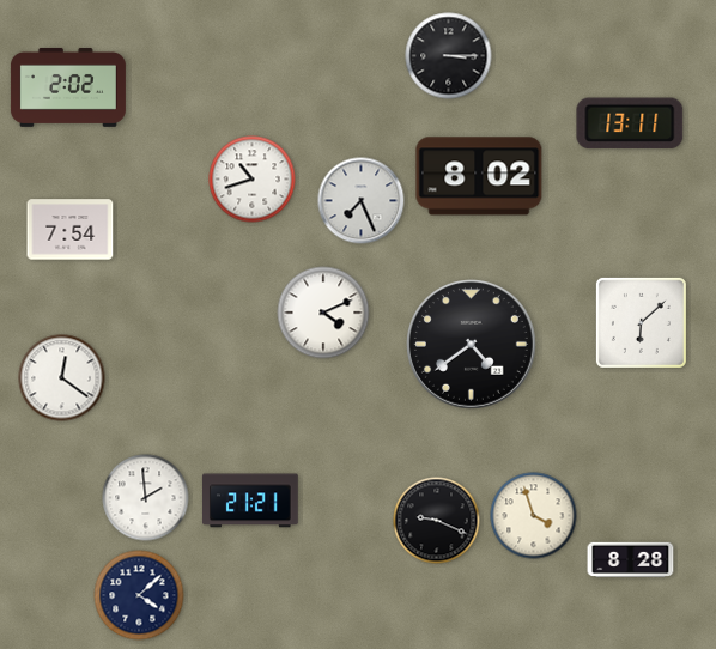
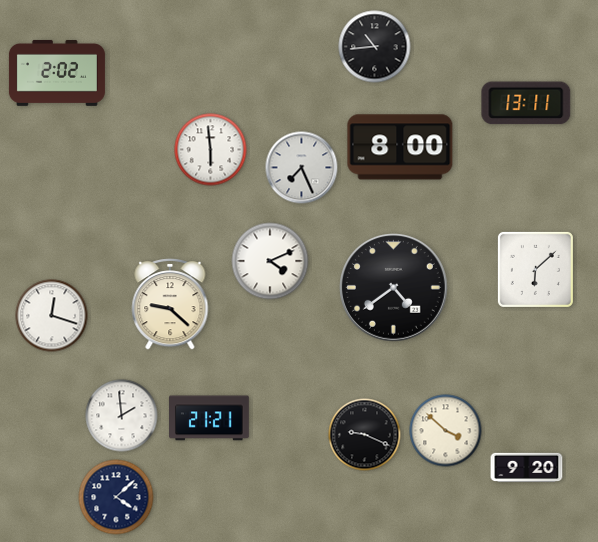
clock at (449, 56): 3:15 -> 10:44
clock at (479, 176): 8:02 -> 8:00
clock at (253, 180): 10:42 -> 5:59
clock at (71, 230): 7:54 -> none
clock at (170, 305): none -> 9:22
clock at (62, 378): 12:21 -> 12:18
clock at (534, 516): 3:57 -> 3:52
clock at (631, 560): 8:28 -> 9:20
